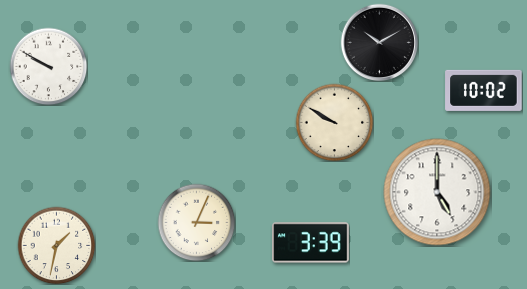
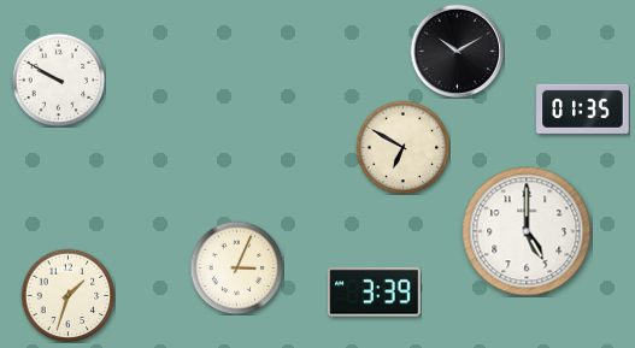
clock at (484, 90): 10:02 -> 01:35
clock at (334, 122): 9:50 -> 6:50
clock at (56, 245): 1:32 -> 1:33
